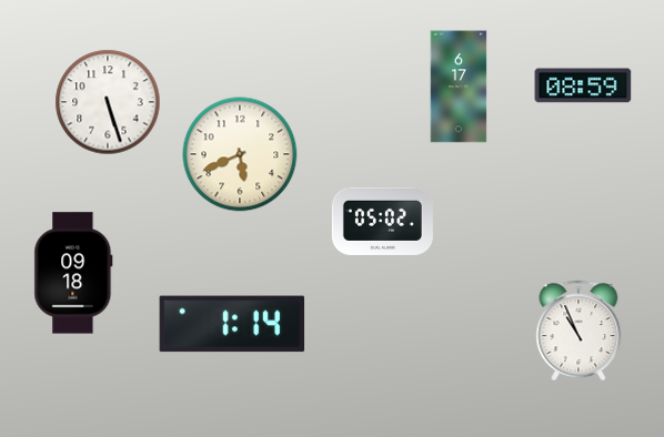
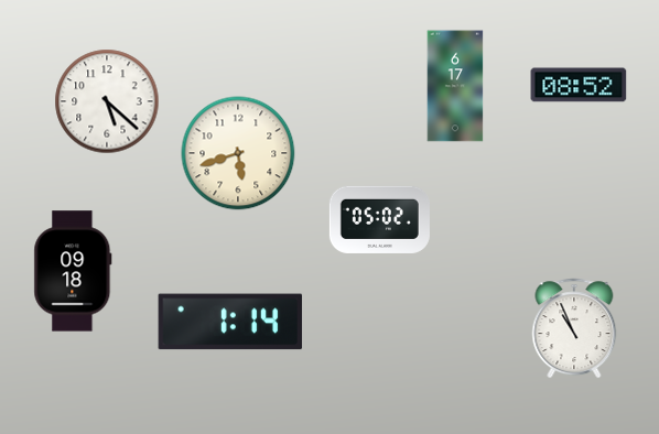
clock at (583, 85): 08:59 -> 08:52
clock at (108, 102): 5:27 -> 5:22
clock at (240, 154): 5:41 -> 5:42
